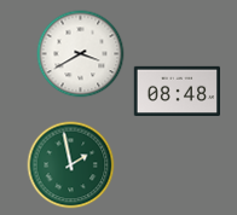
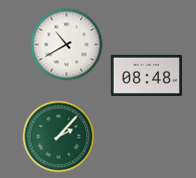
clock at (81, 54): 3:40 -> 10:40
clock at (71, 165): 1:58 -> 2:07
